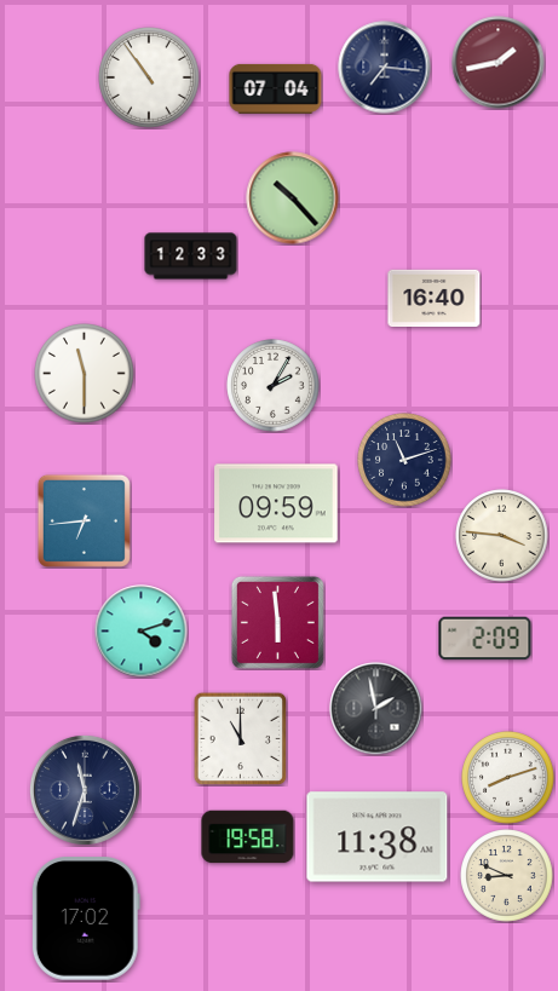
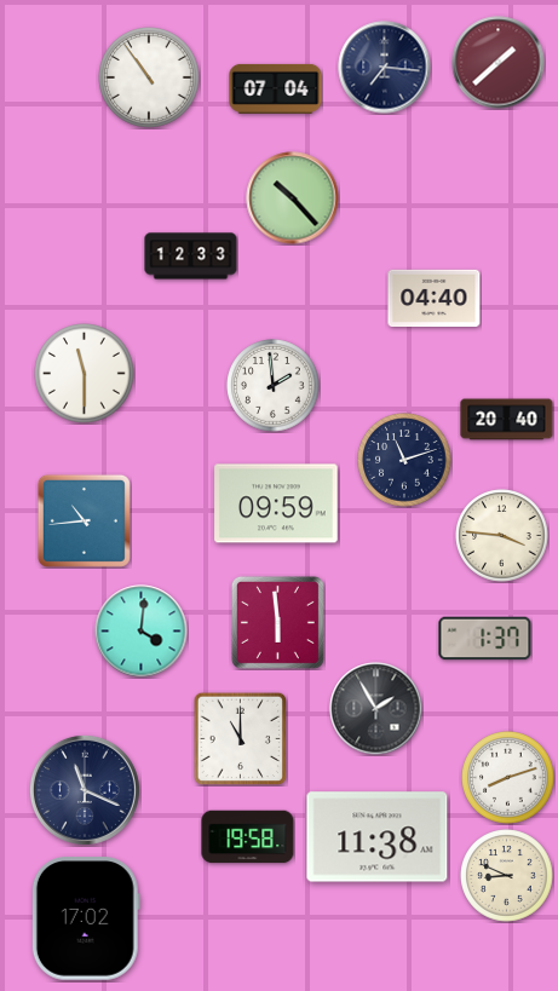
clock at (499, 63): 1:43 -> 1:38
clock at (435, 298): 16:40 -> 04:40
clock at (274, 386): 2:05 -> 1:59
clock at (507, 420): none -> 20:40
clock at (84, 520): 6:44 -> 10:44
clock at (142, 632): 4:12 -> 4:01
clock at (485, 639): 2:09 -> 1:37
clock at (376, 709): 1:58 -> 1:55
clock at (85, 790): 11:33 -> 11:19
